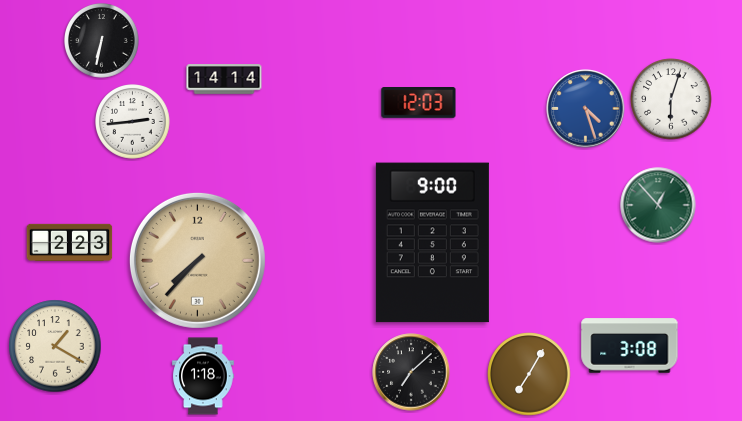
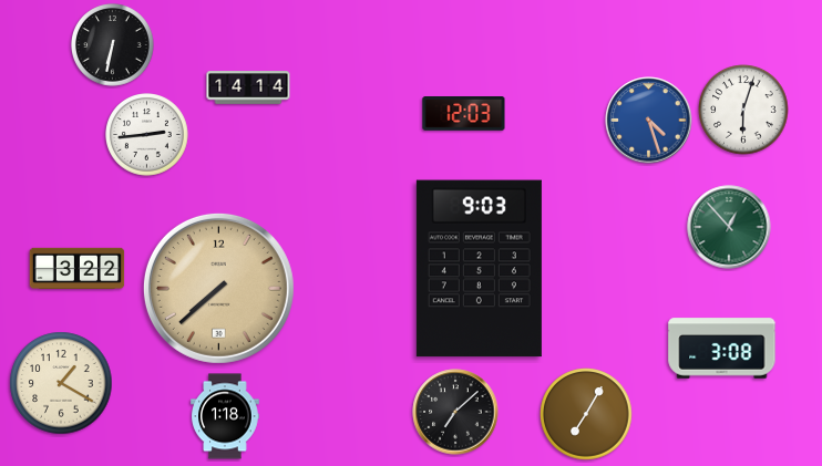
clock at (70, 243): 2:23 -> 3:22
clock at (432, 243): 9:00 -> 9:03
clock at (197, 260): 7:37 -> 7:38
clock at (630, 346) position: (630, 346) -> (722, 349)
